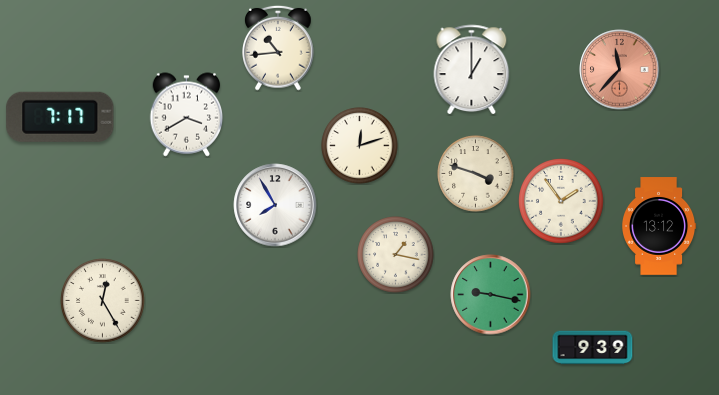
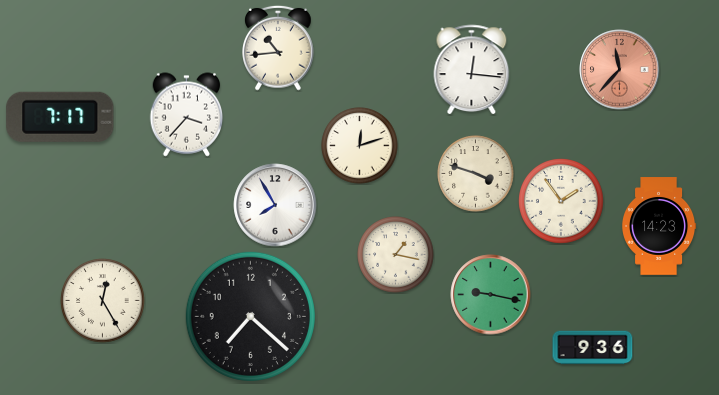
clock at (472, 70): 1:00 -> 12:16
clock at (187, 115): 3:40 -> 3:37
clock at (660, 226): 13:12 -> 14:23
clock at (250, 316): none -> 7:22
clock at (593, 348): 9:39 -> 9:36
